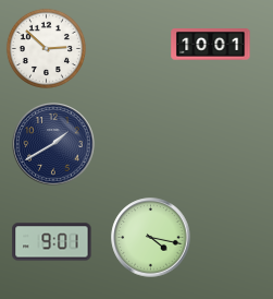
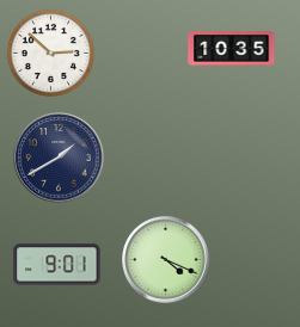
clock at (211, 45): 10:01 -> 10:35
clock at (151, 238): 4:17 -> 4:19
